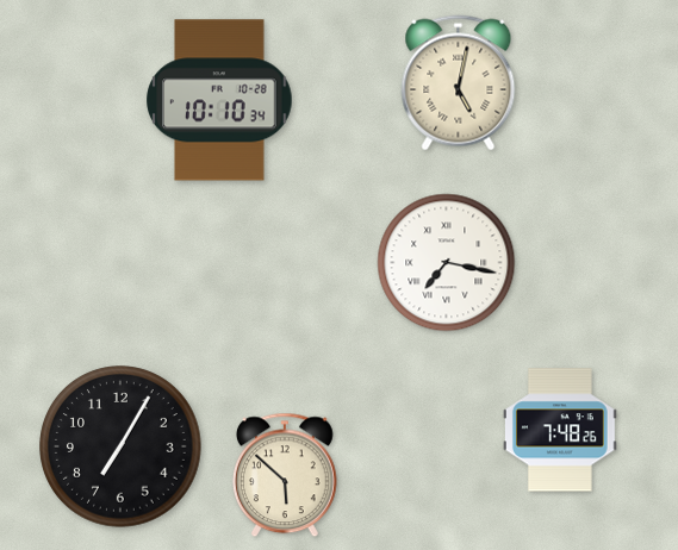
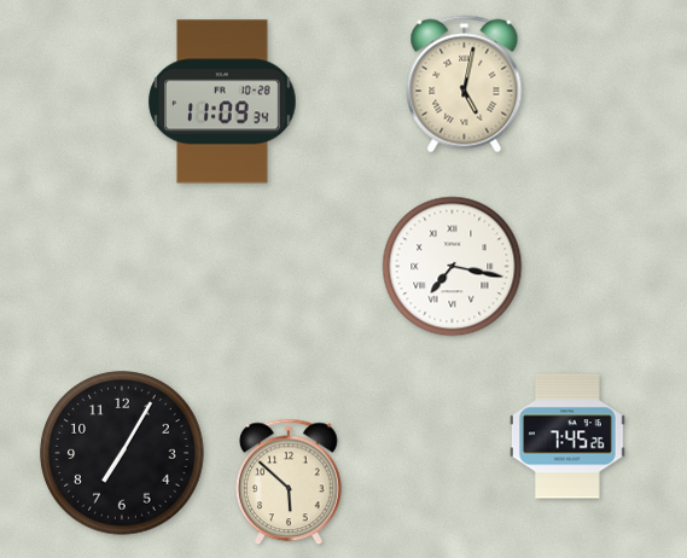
clock at (219, 100): 10:10 -> 11:09
clock at (560, 430): 7:48 -> 7:45
